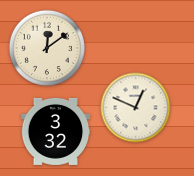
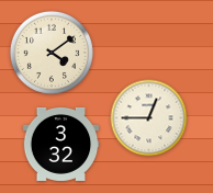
clock at (47, 48): 12:09 -> 4:09
clock at (136, 108): 12:49 -> 12:45
